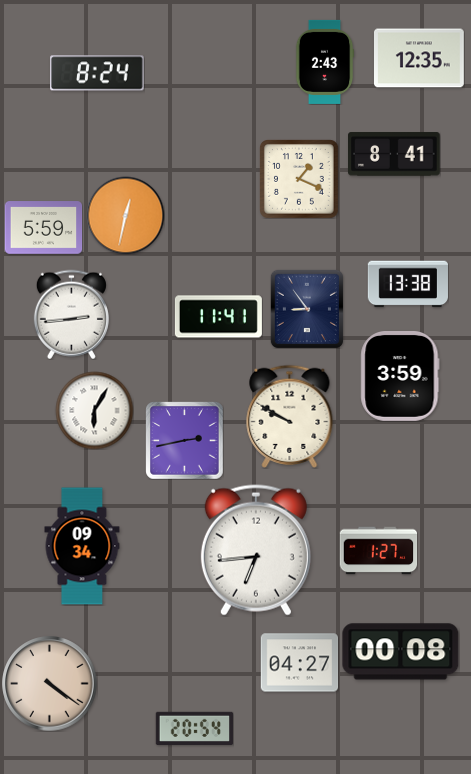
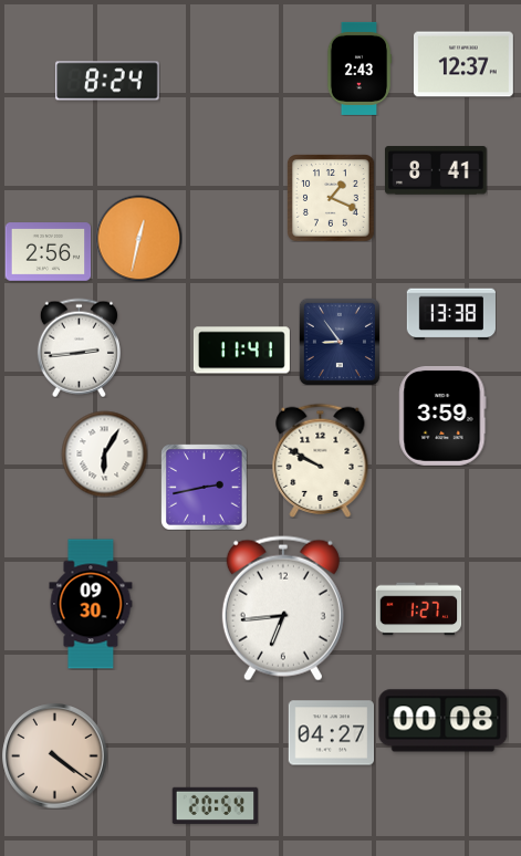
clock at (420, 58): 12:35 -> 12:37
clock at (43, 228): 5:59 -> 2:56
clock at (82, 546): 09:34 -> 09:30
